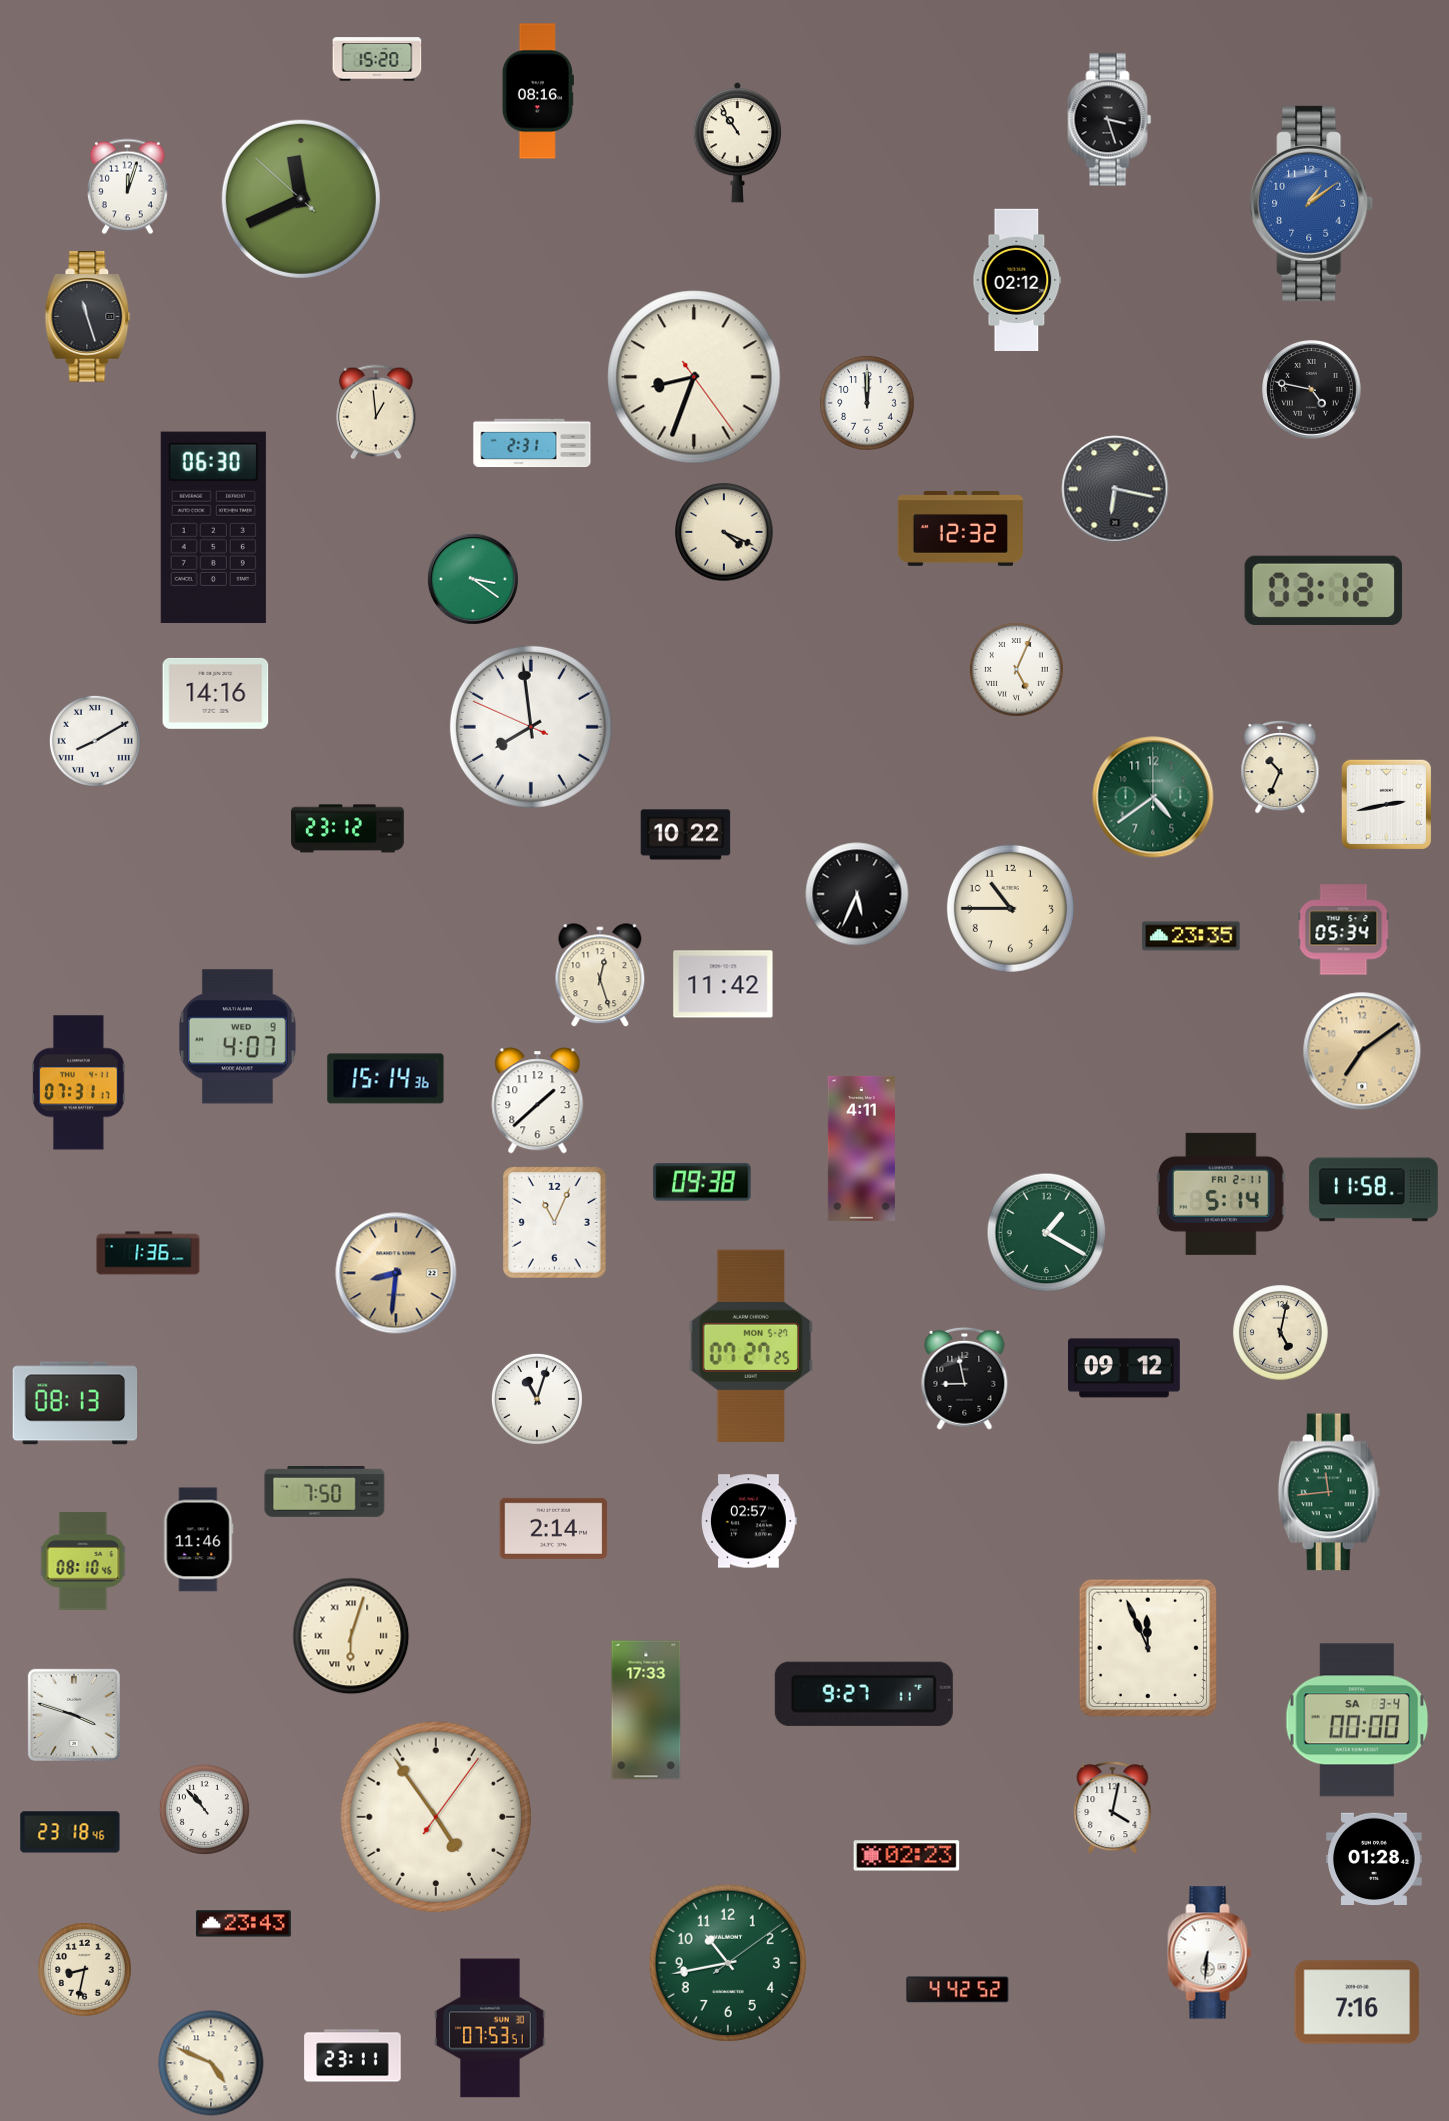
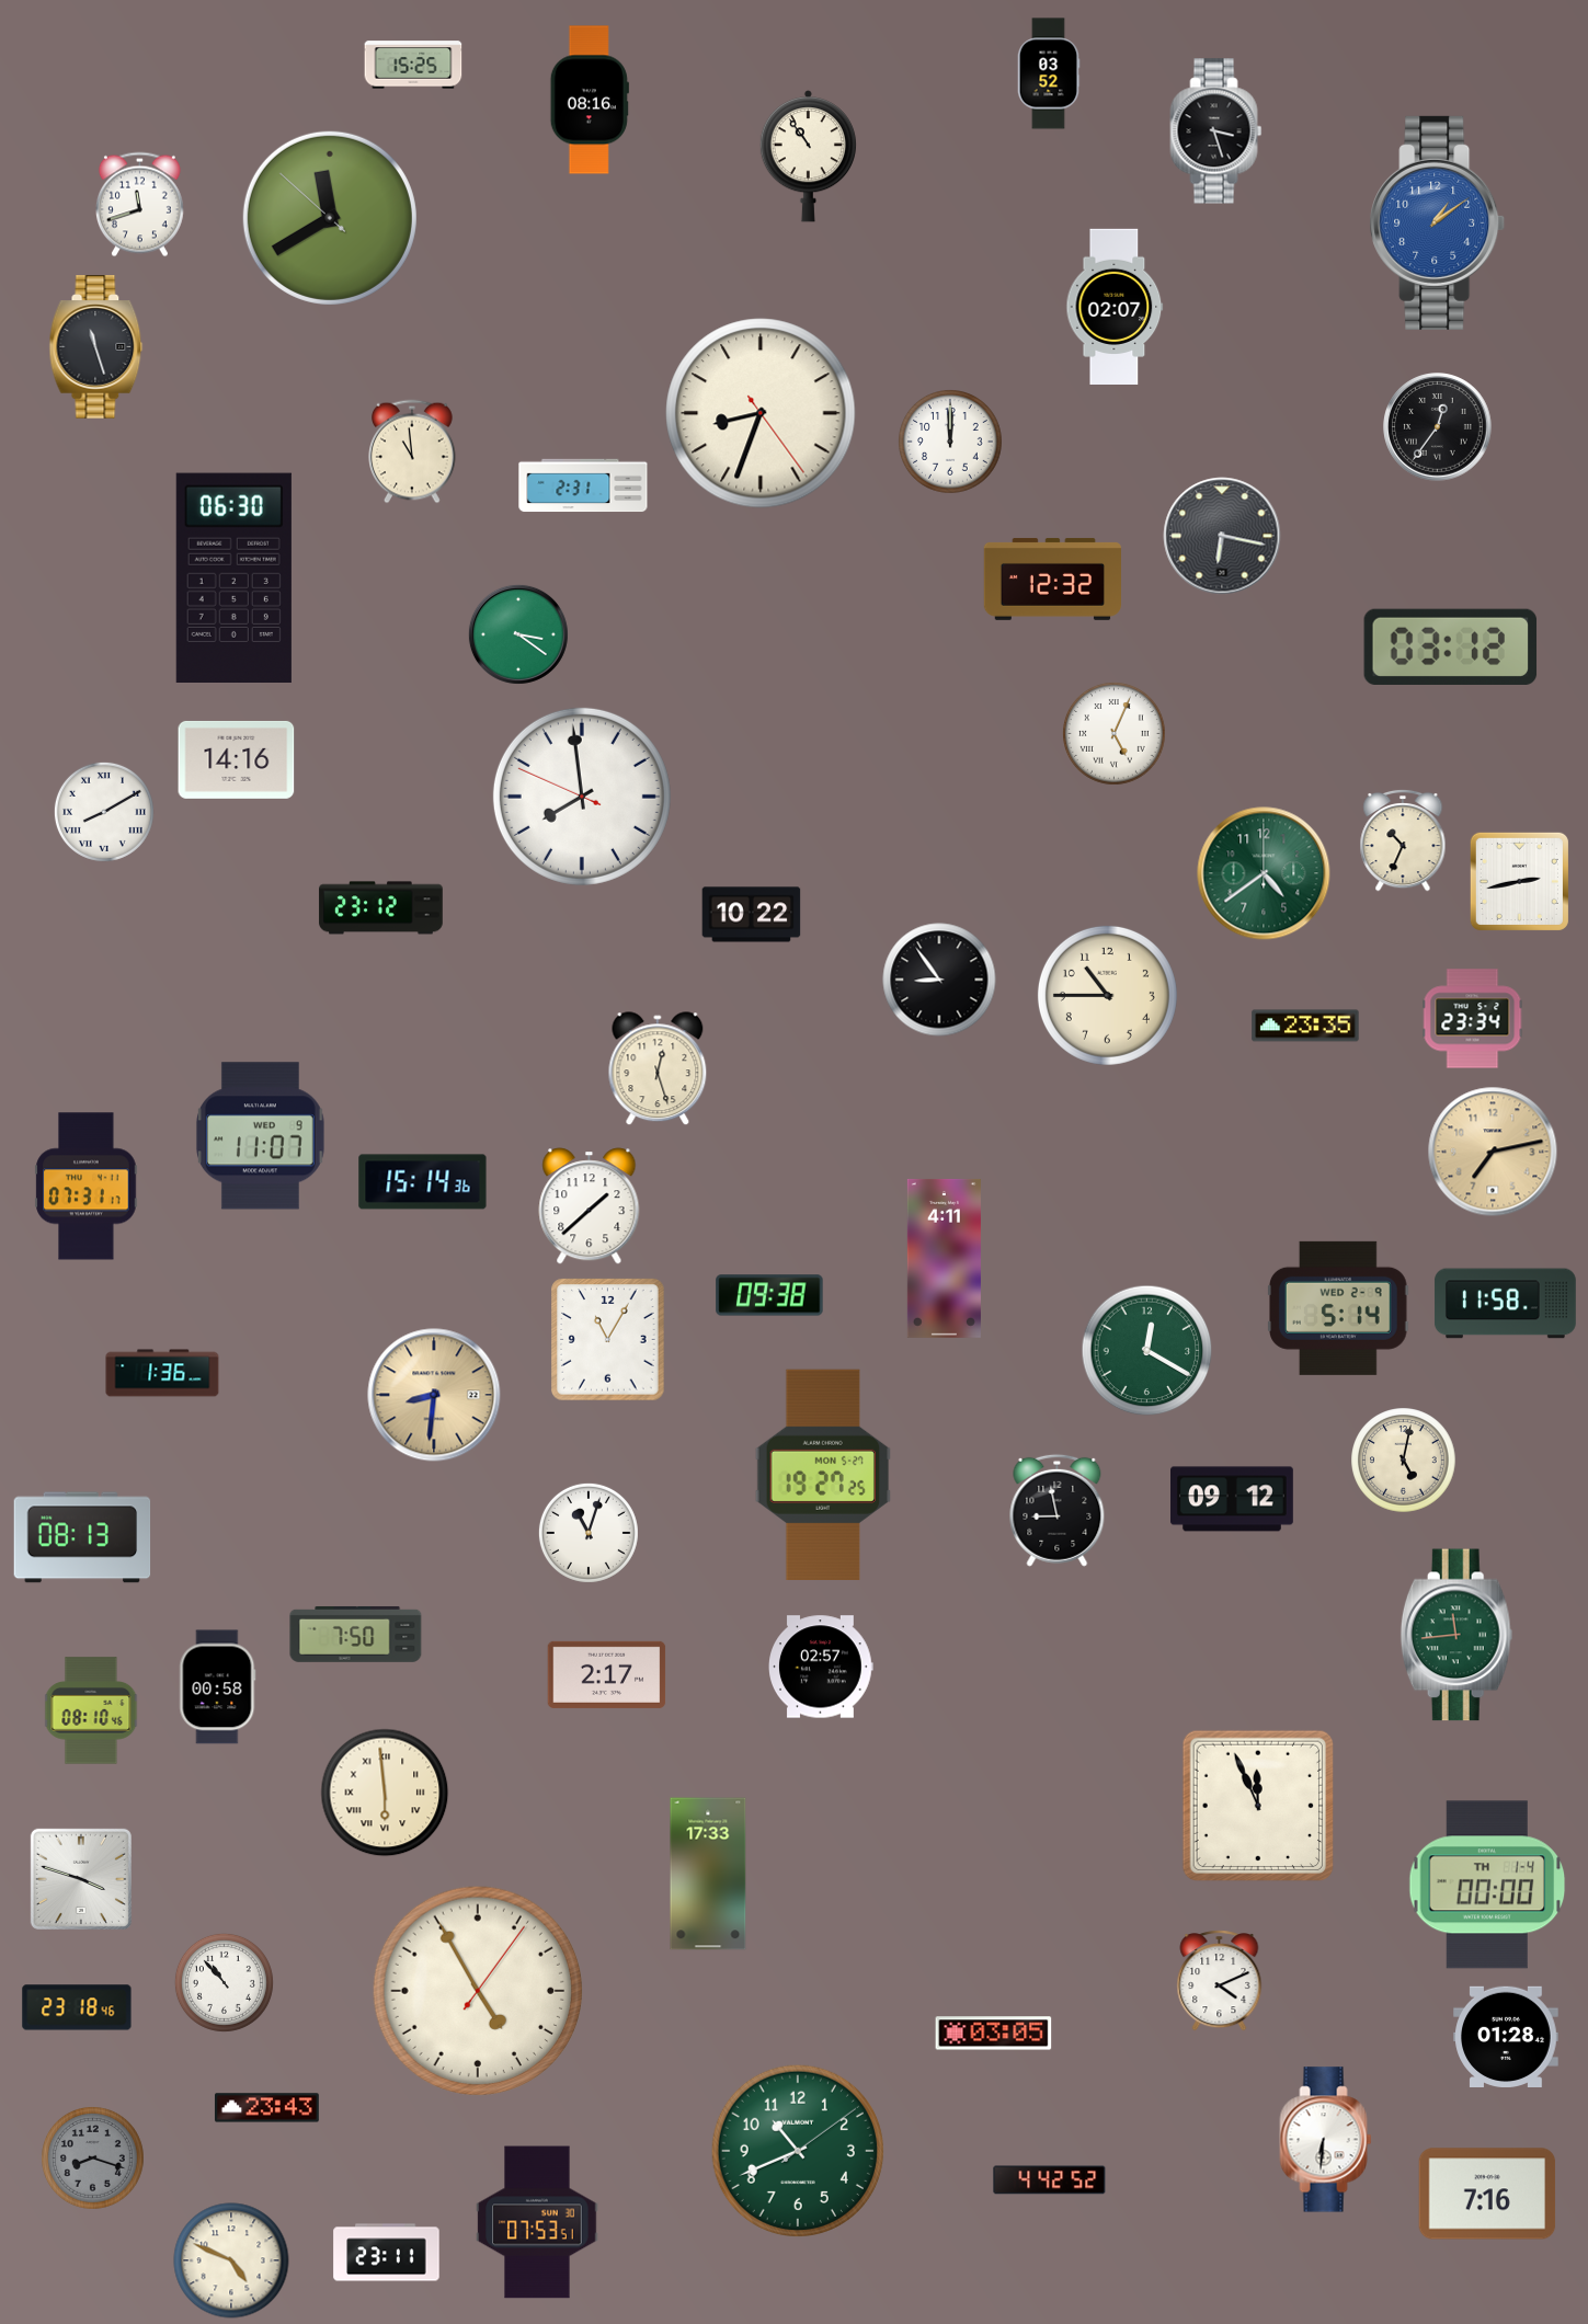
clock at (377, 59): 15:20 -> 15:25
clock at (1049, 73): none -> 03:52
clock at (127, 187): 12:03 -> 11:42
clock at (301, 199): 11:40 -> 11:39
clock at (1017, 279): 02:12 -> 02:07
clock at (1312, 390): 4:47 -> 12:36
clock at (377, 412): 12:59 -> 10:59
clock at (724, 532): 4:19 -> none
clock at (857, 894): 5:34 -> 8:54
clock at (1344, 930): 05:34 -> 23:34
clock at (723, 984): 11:42 -> none
clock at (237, 1037): 4:07 -> 11:07
clock at (1362, 1051): 7:09 -> 7:13
clock at (1222, 1194) date: FRI 2-11 -> WED 2-9
clock at (555, 1223): 11:04 -> 11:05
clock at (1047, 1233): 1:20 -> 12:20
clock at (751, 1345): 07:27 -> 19:27
clock at (554, 1528): 2:14 -> 2:17
clock at (199, 1540): 11:46 -> 00:58
clock at (351, 1636): 6:03 -> 5:59
clock at (864, 1694): 9:27 -> none
clock at (1357, 1720) date: SA 3-4 -> TH 1-4
clock at (1113, 1808): 4:02 -> 4:11
clock at (435, 1816): 4:54 -> 4:55
clock at (907, 1856): 02:23 -> 03:05
clock at (728, 1963): 10:43 -> 10:41
clock at (85, 1970): 8:32 -> 8:18
clock at (85, 1970) dial: cream -> grey
